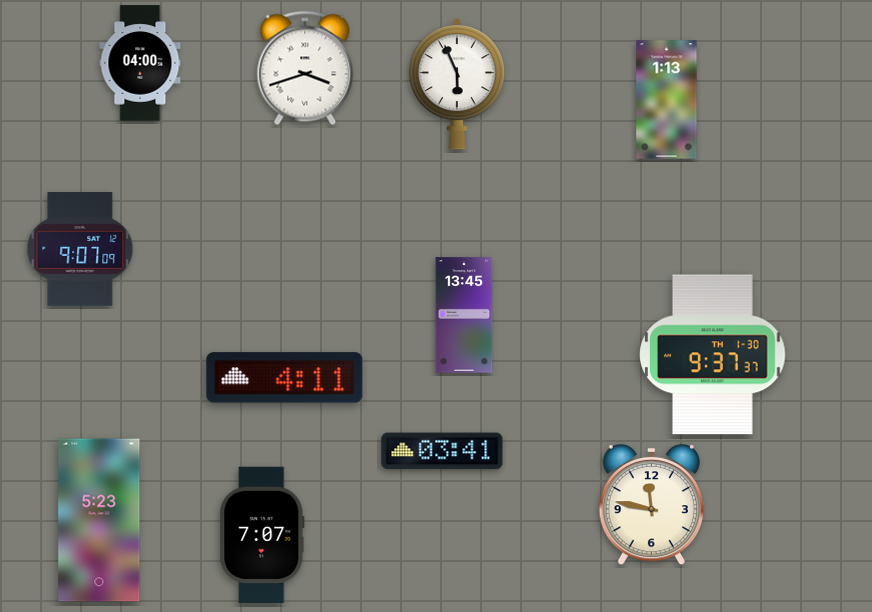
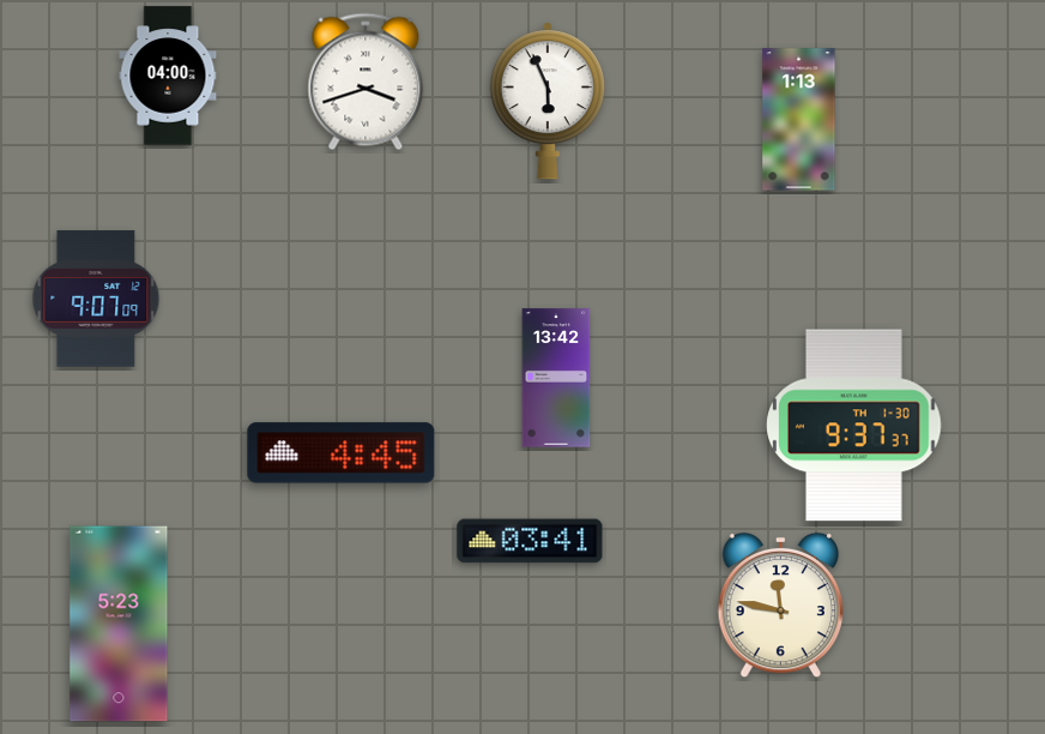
clock at (464, 315): 13:45 -> 13:42
clock at (285, 378): 4:11 -> 4:45
clock at (262, 534): 7:07 -> none
